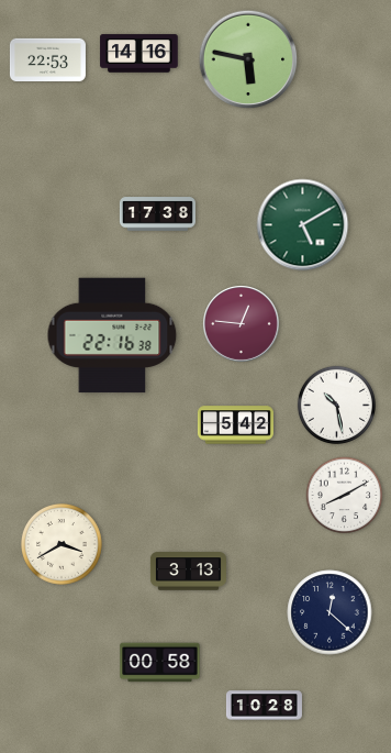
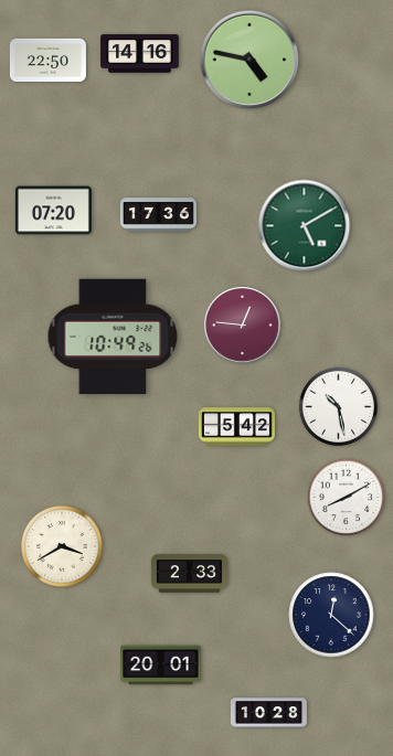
clock at (47, 59): 22:53 -> 22:50
clock at (248, 59): 5:47 -> 4:47
clock at (53, 211): none -> 07:20
clock at (157, 214): 17:38 -> 17:36
clock at (112, 335): 22:16 -> 10:49
clock at (188, 572): 3:13 -> 2:33
clock at (160, 663): 00:58 -> 20:01
clock at (264, 706) position: (264, 706) -> (268, 713)
